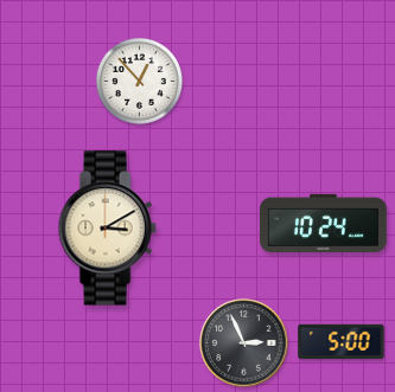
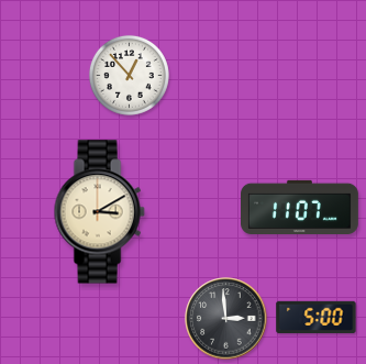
clock at (324, 223): 10:24 -> 11:07
clock at (244, 343): 2:56 -> 2:59
